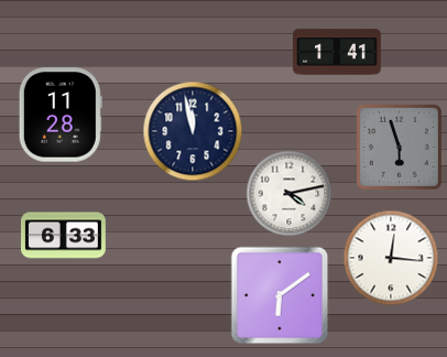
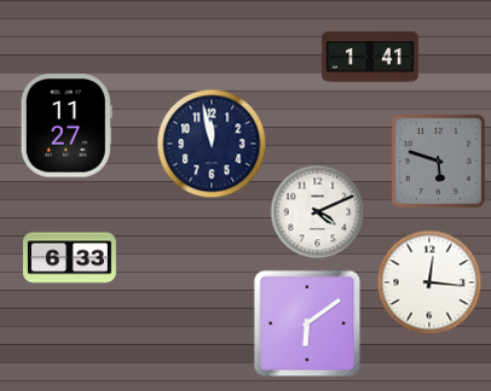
clock at (61, 115): 11:28 -> 11:27
clock at (399, 147): 5:57 -> 5:48
clock at (288, 193): 4:13 -> 4:11
